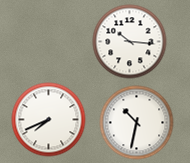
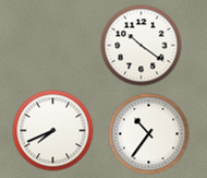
clock at (130, 42): 10:16 -> 10:21
clock at (137, 123): 10:32 -> 10:36
